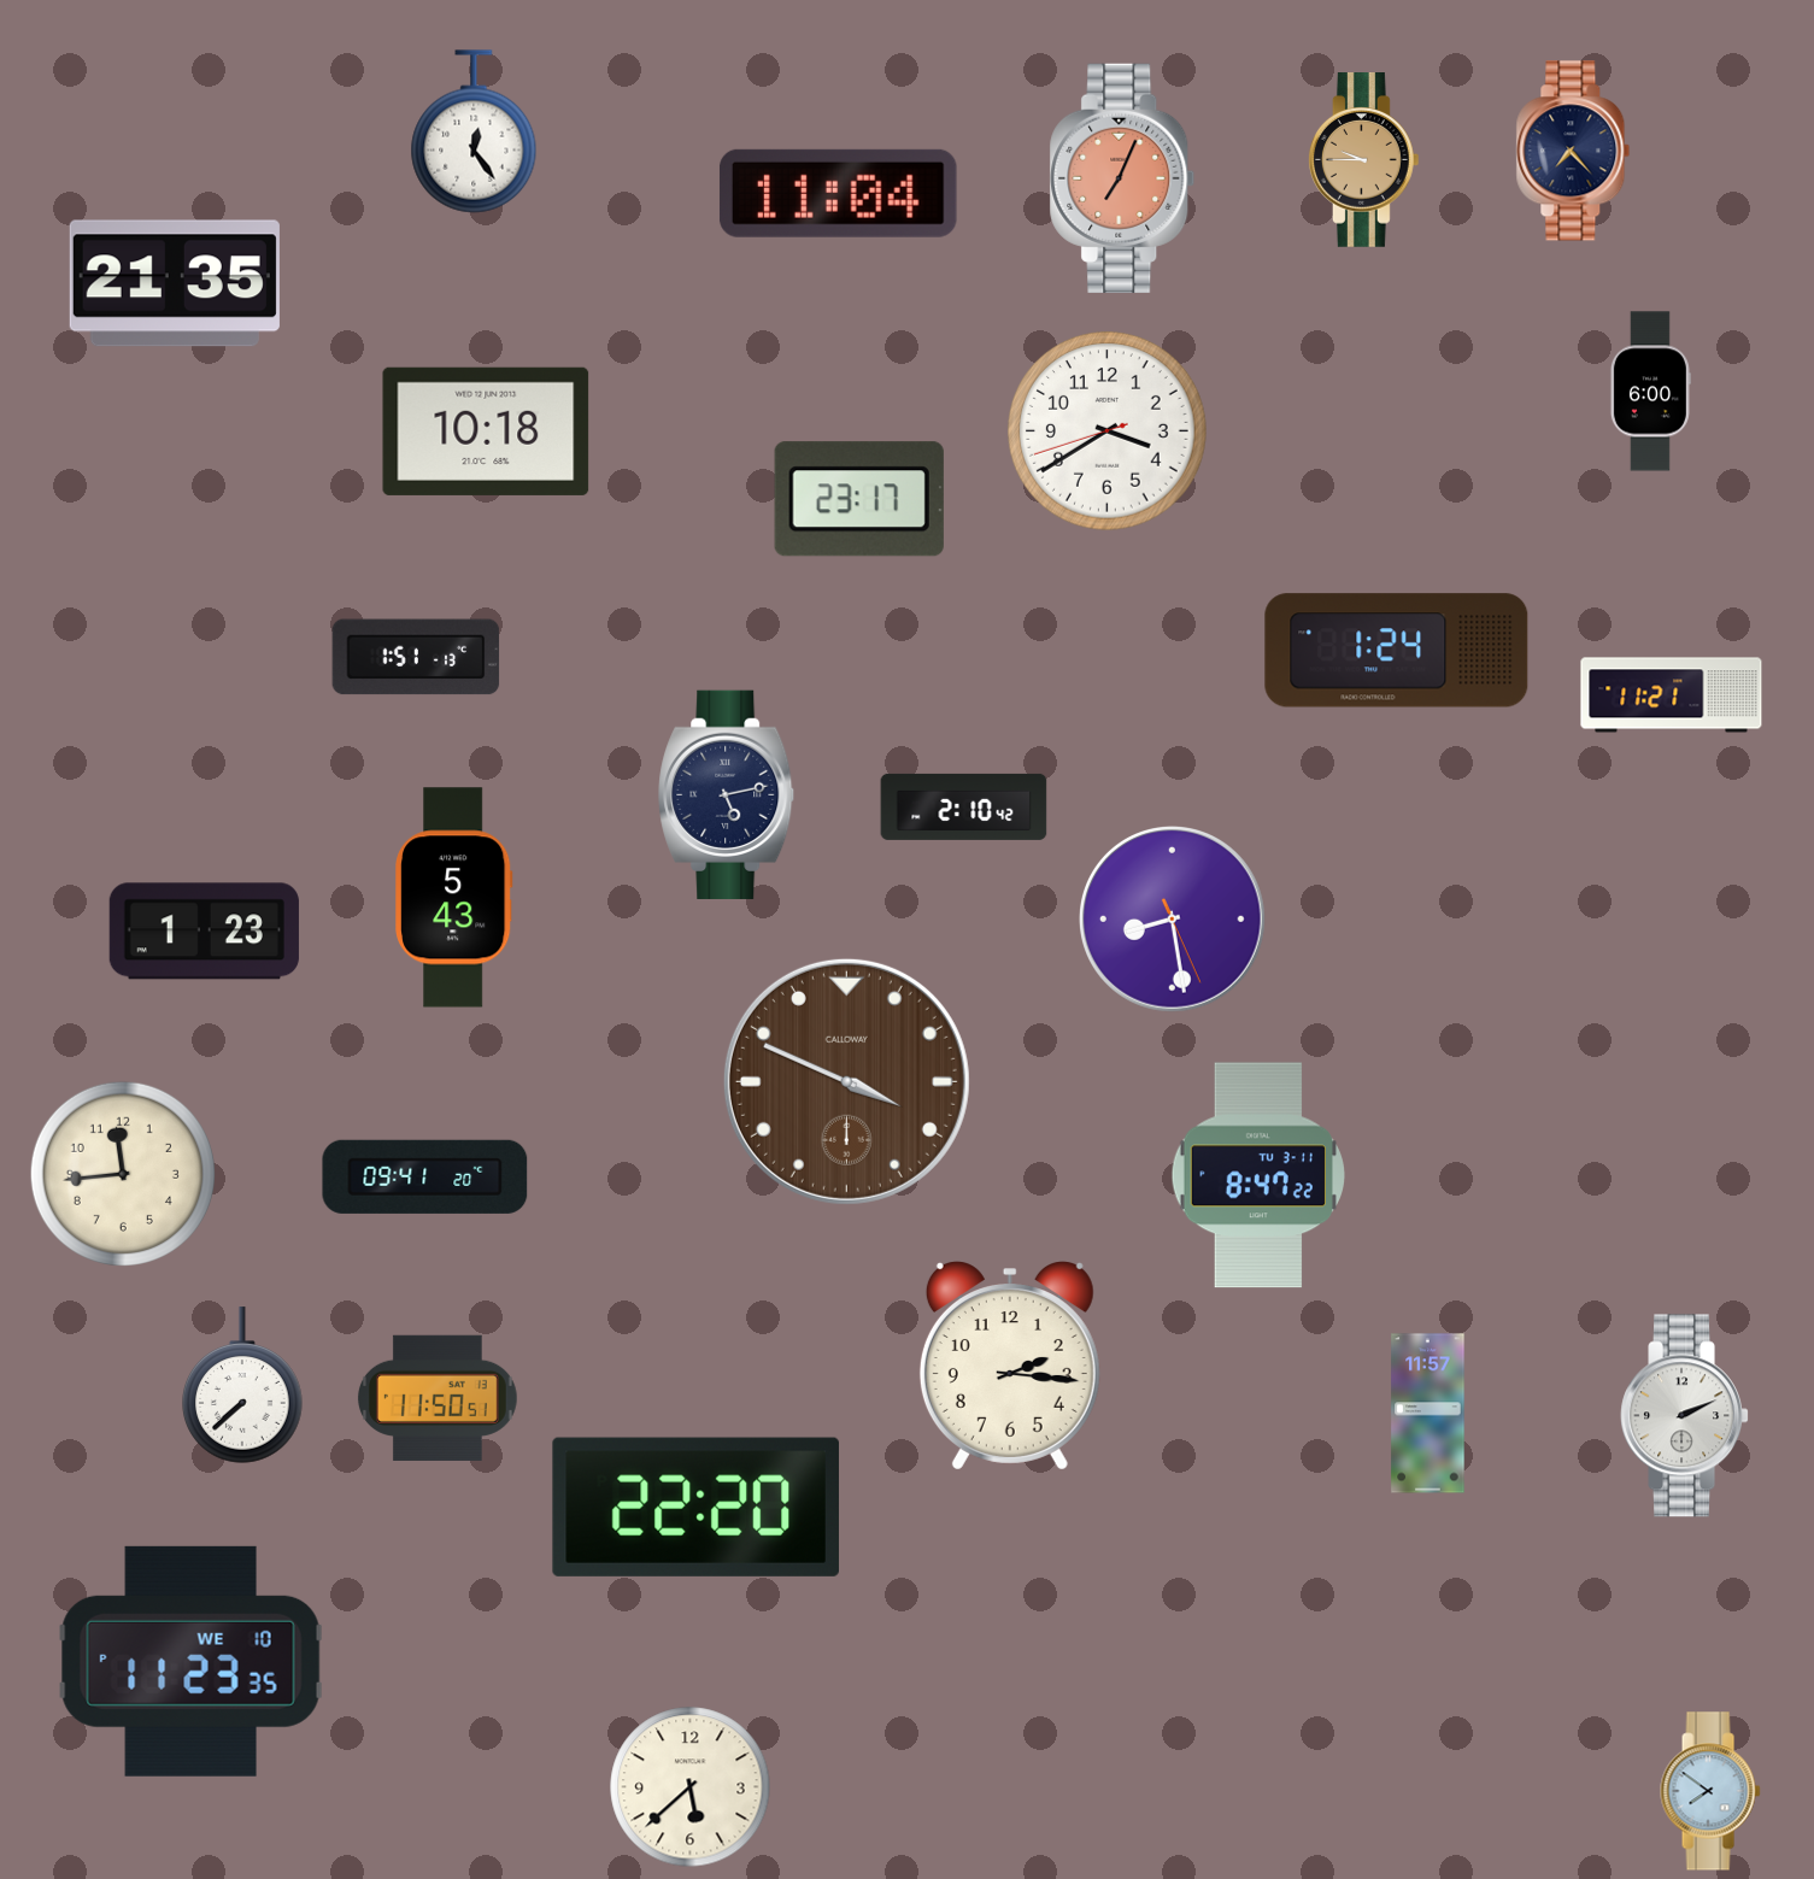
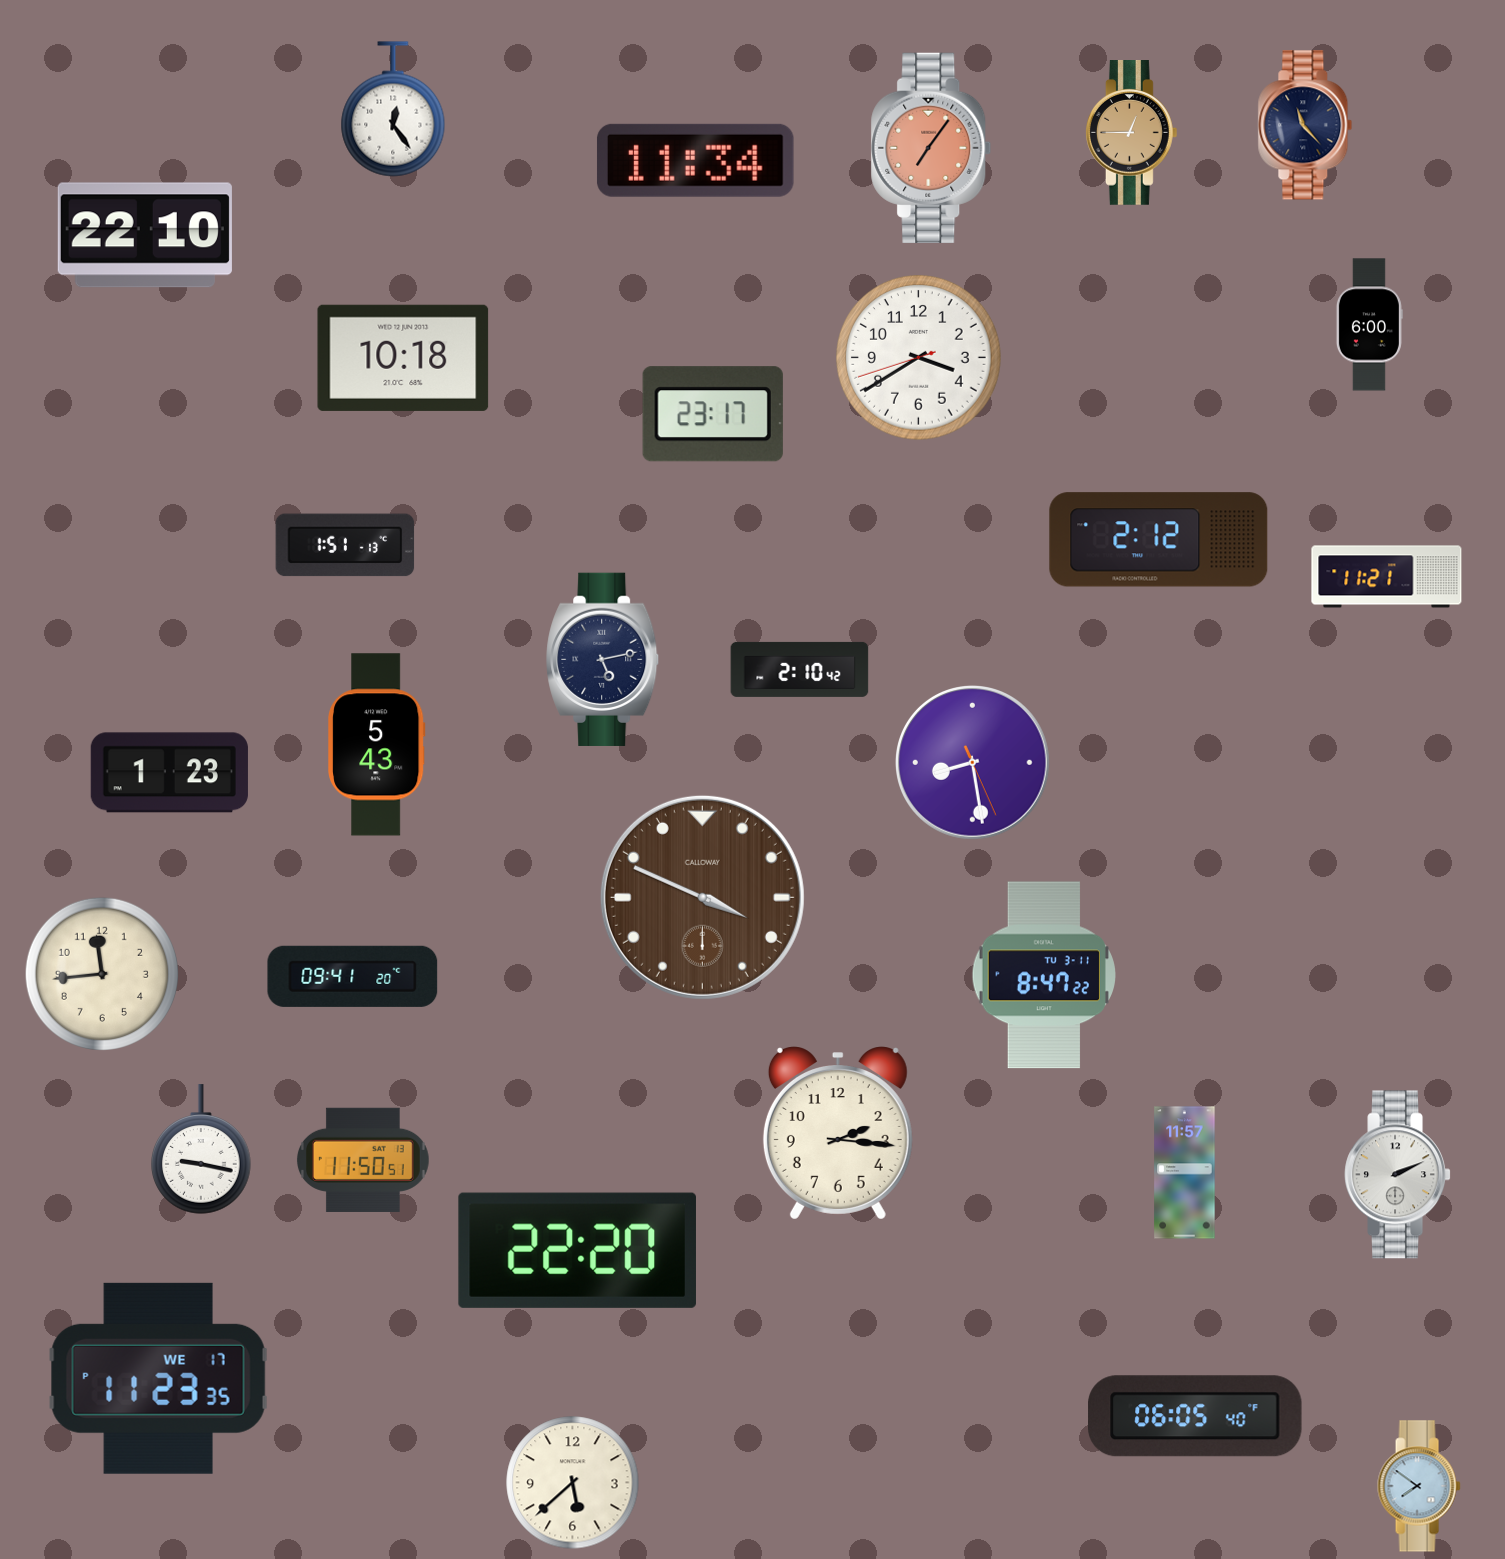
clock at (1573, 151): 7:23 -> 11:23
clock at (1363, 160): 9:45 -> 12:45
clock at (1122, 178): 7:04 -> 7:06
clock at (838, 193): 11:04 -> 11:34
clock at (175, 283): 21:35 -> 22:10
clock at (1397, 651): 1:24 -> 2:12
clock at (242, 1385): 7:38 -> 9:17
clock at (190, 1661) date: WE 10 -> WE 17
clock at (1195, 1416): none -> 06:05
